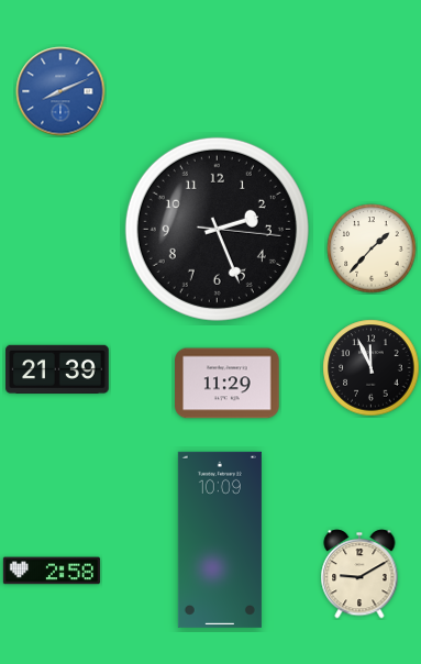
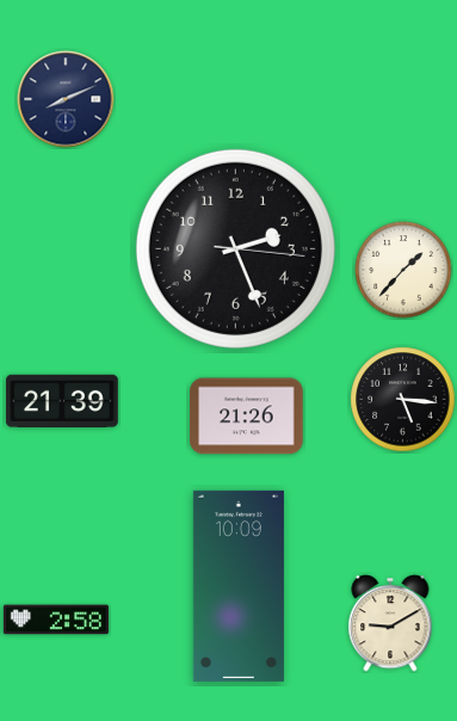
clock at (60, 91) dial: blue -> navy
clock at (372, 368): 11:56 -> 5:16
clock at (228, 384): 11:29 -> 21:26
